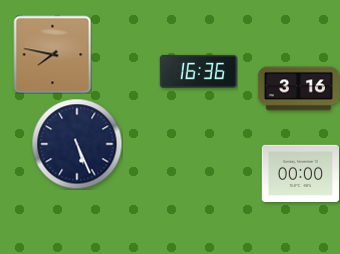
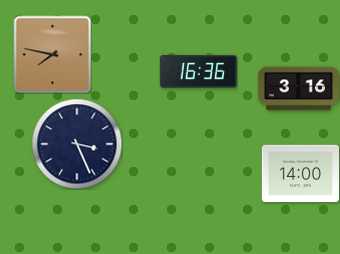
clock at (77, 144): 5:26 -> 3:26
clock at (300, 173): 00:00 -> 14:00
